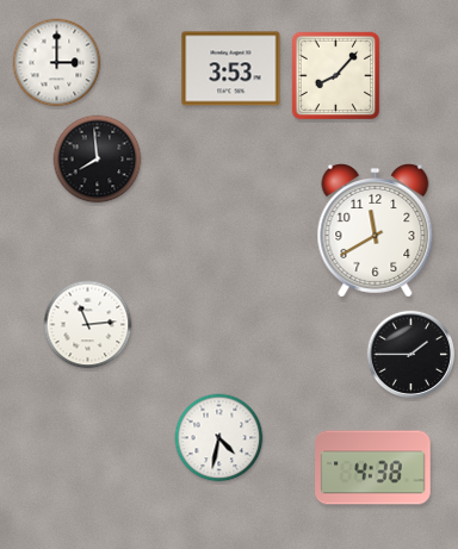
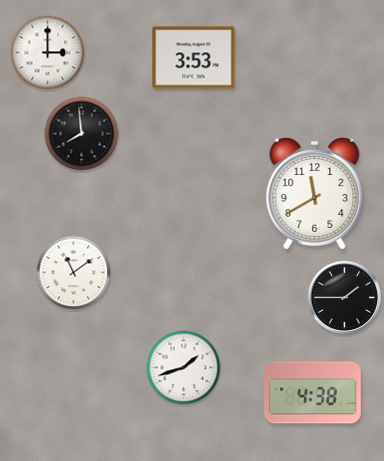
clock at (336, 76): 8:07 -> none
clock at (88, 325): 11:14 -> 11:09
clock at (219, 438): 4:32 -> 1:42
